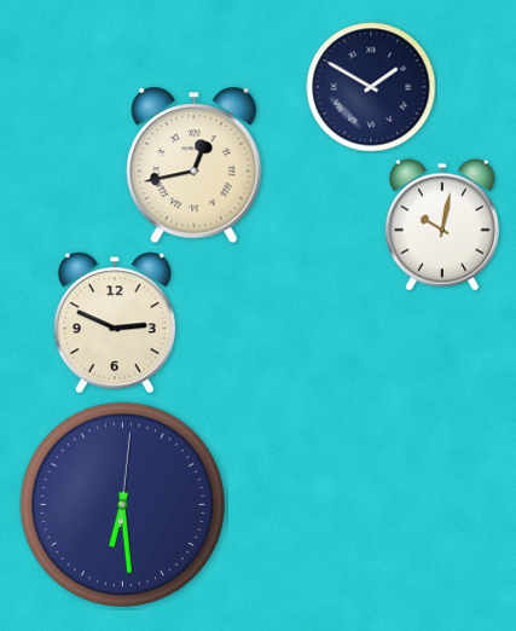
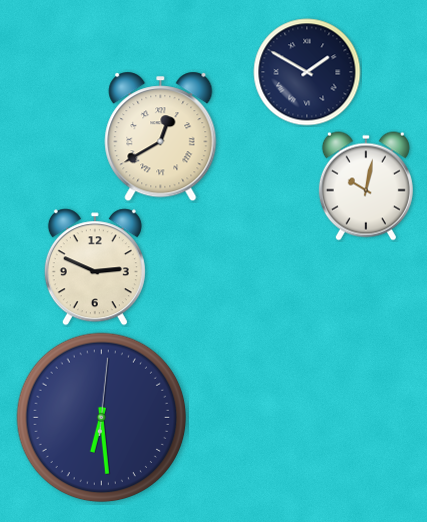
clock at (195, 166): 12:43 -> 12:40
